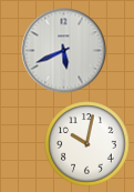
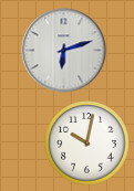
clock at (64, 51): 5:41 -> 6:12
